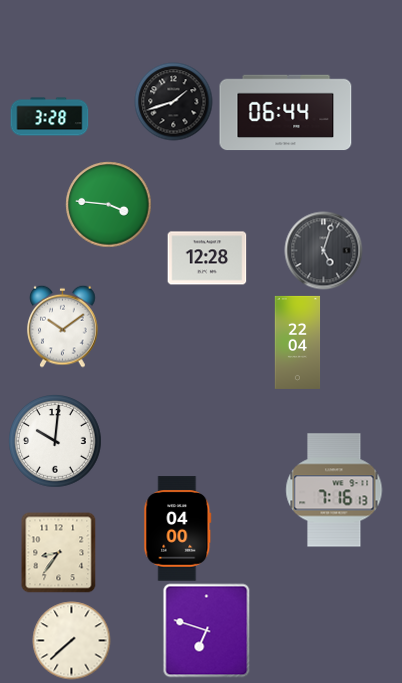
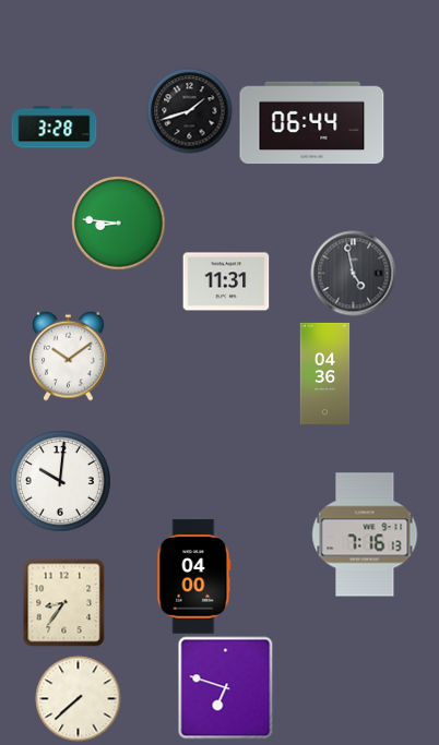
clock at (108, 204): 3:46 -> 8:46
clock at (323, 250): 5:03 -> 4:58
clock at (207, 258): 12:28 -> 11:31
clock at (298, 342): 22:04 -> 04:36
